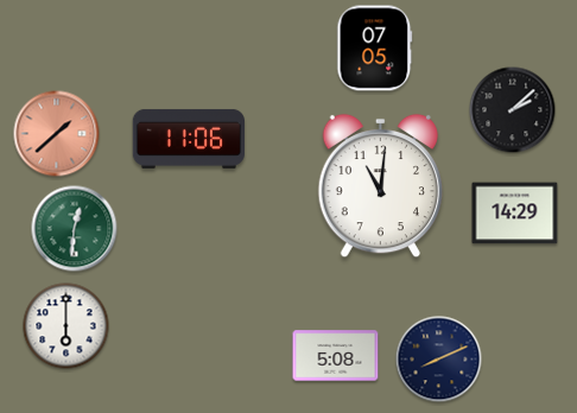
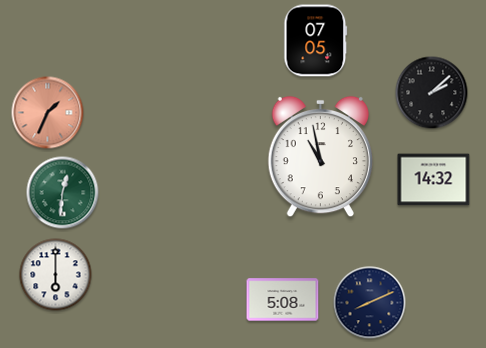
clock at (57, 134): 1:38 -> 1:34
clock at (188, 139): 11:06 -> none
clock at (380, 186): 11:01 -> 10:58
clock at (515, 214): 14:29 -> 14:32
